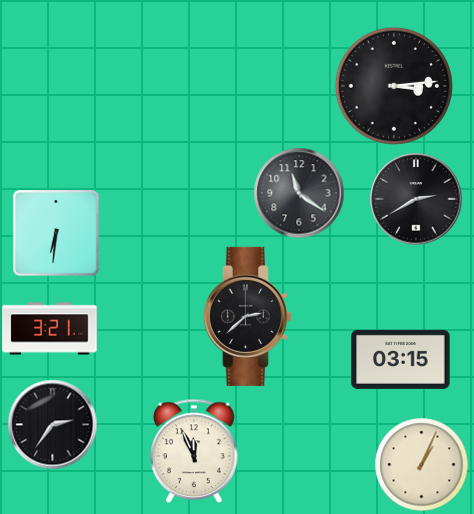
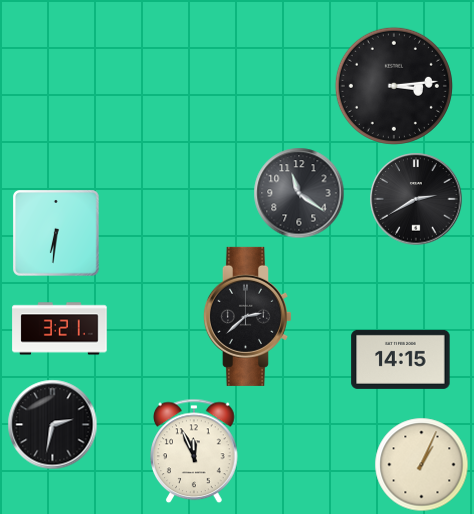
clock at (50, 329) position: (50, 329) -> (60, 329)
clock at (401, 359): 03:15 -> 14:15
clock at (52, 424): 2:36 -> 2:32
